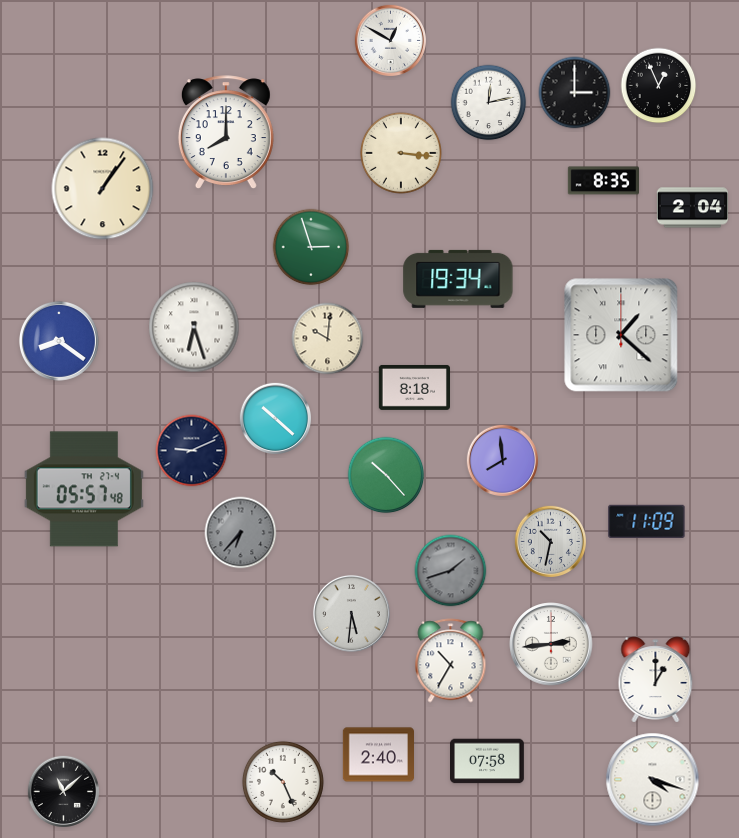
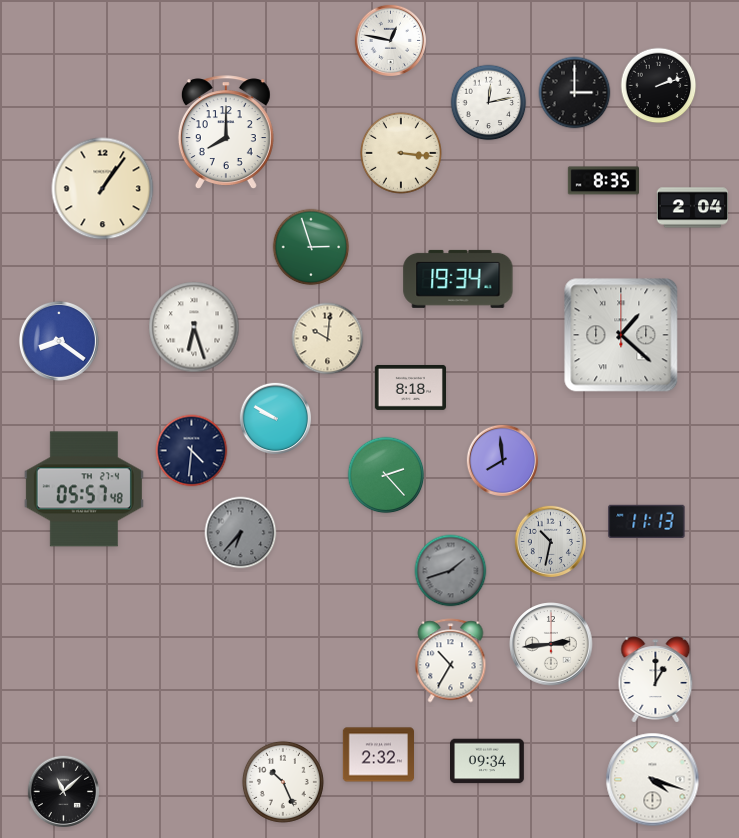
clock at (390, 40): 12:50 -> 12:47
clock at (659, 86): 12:56 -> 2:12
clock at (414, 387) position: (414, 387) -> (410, 387)
clock at (275, 418): 10:22 -> 9:50
clock at (192, 451): 9:11 -> 4:31
clock at (386, 475): 10:23 -> 2:23
clock at (647, 521): 11:09 -> 11:13
clock at (351, 613): 5:31 -> none
clock at (378, 755): 2:40 -> 2:32
clock at (488, 761): 07:58 -> 09:34
